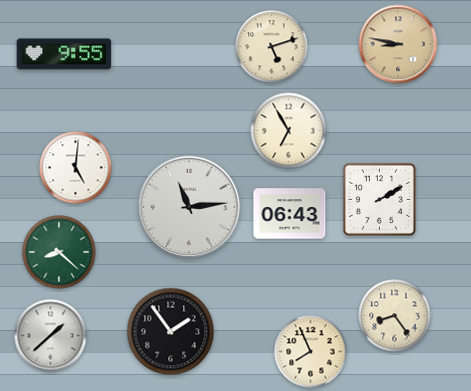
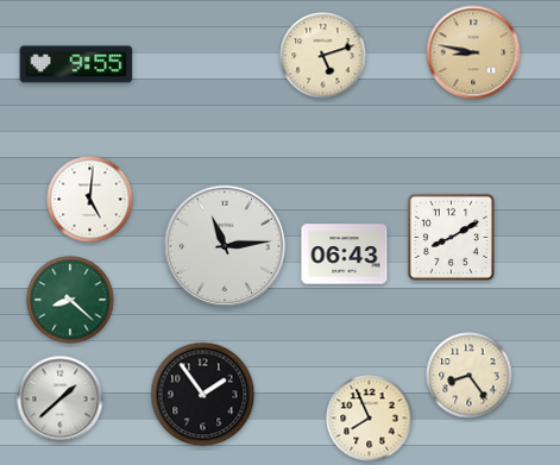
clock at (289, 131): 6:55 -> none
clock at (379, 199): 2:10 -> 8:10
